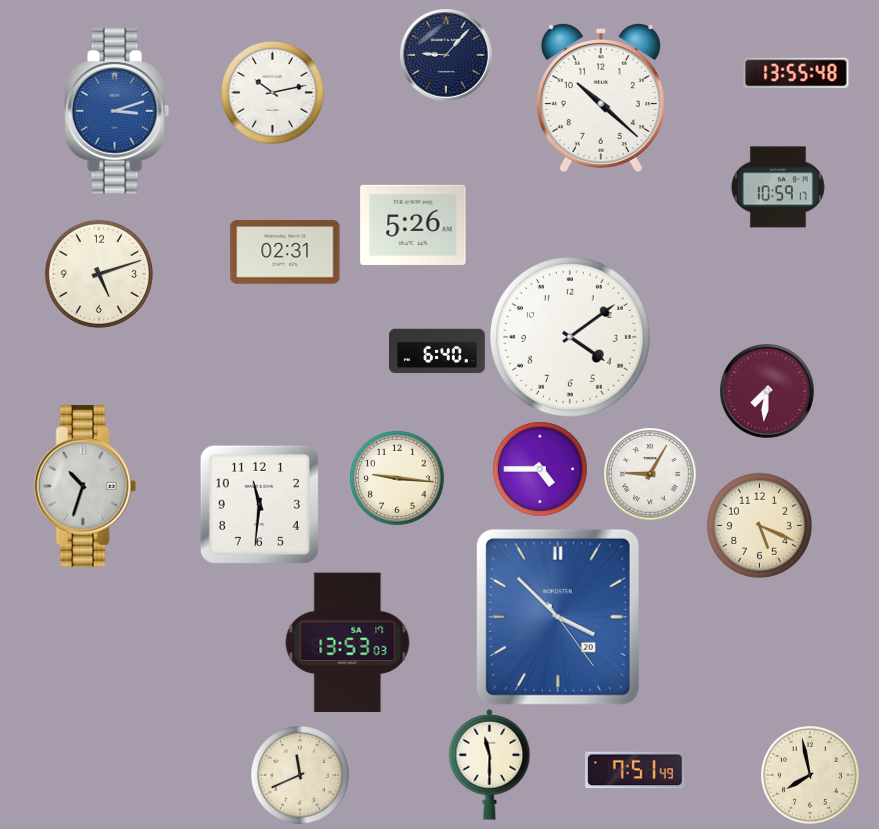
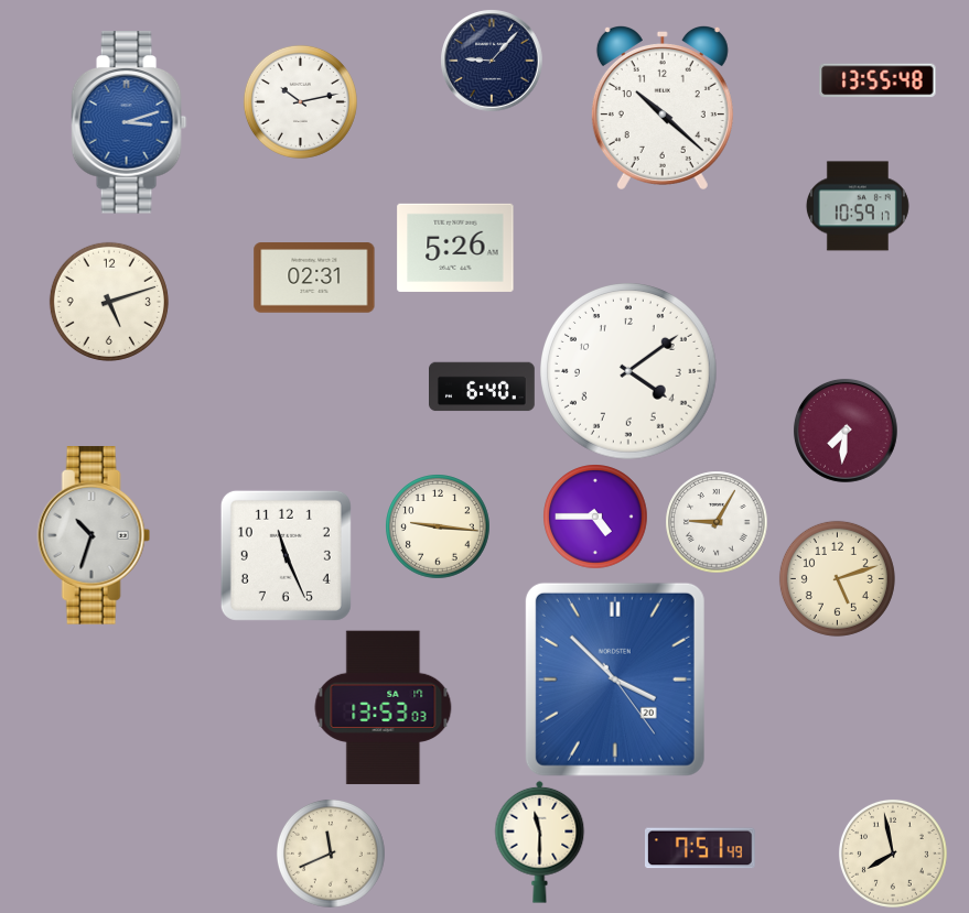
clock at (259, 504): 11:31 -> 11:26
clock at (759, 525): 5:19 -> 5:12
